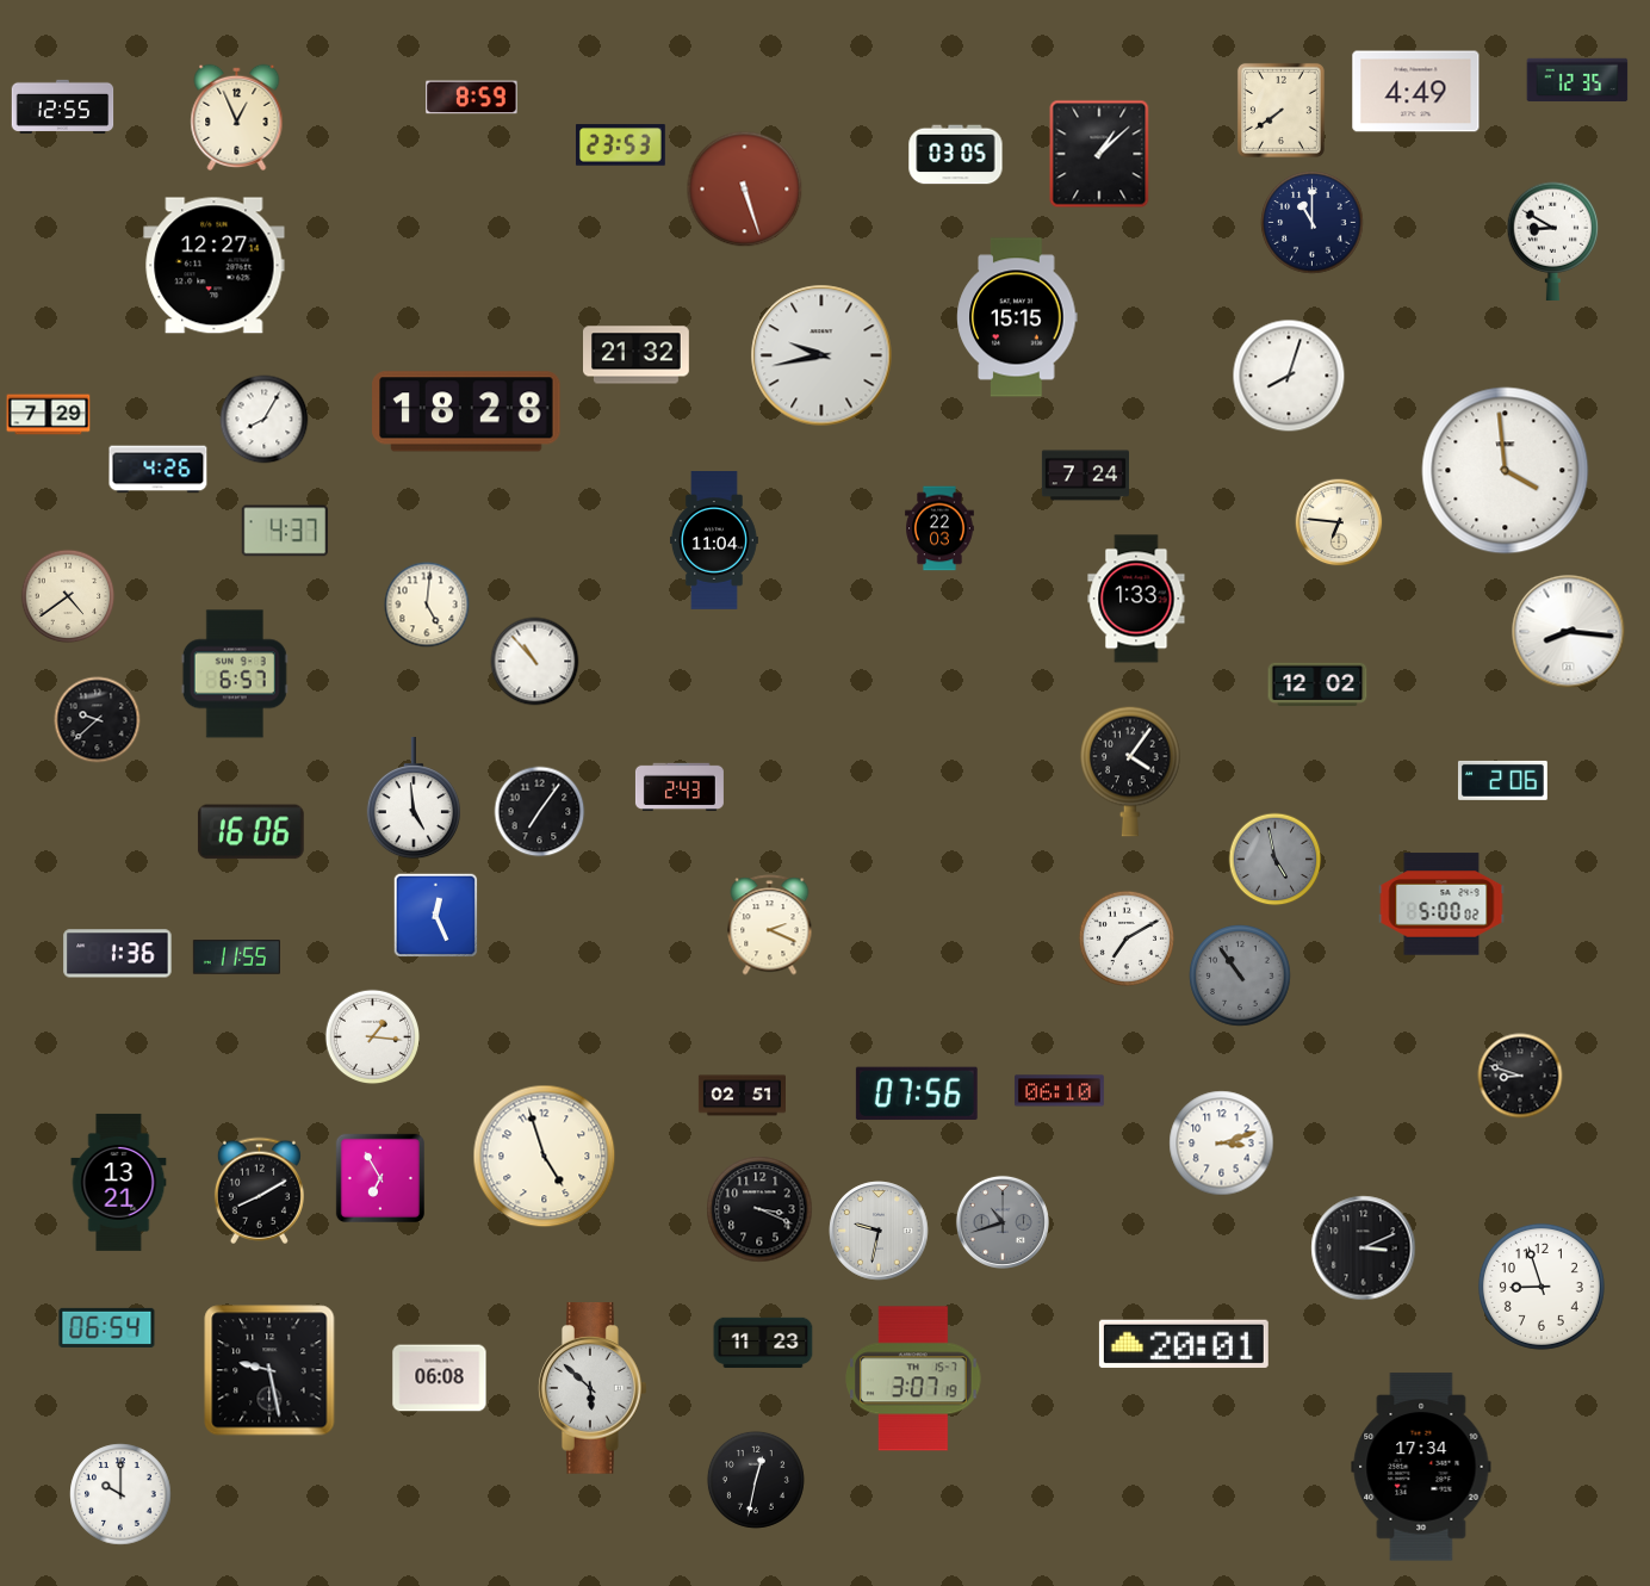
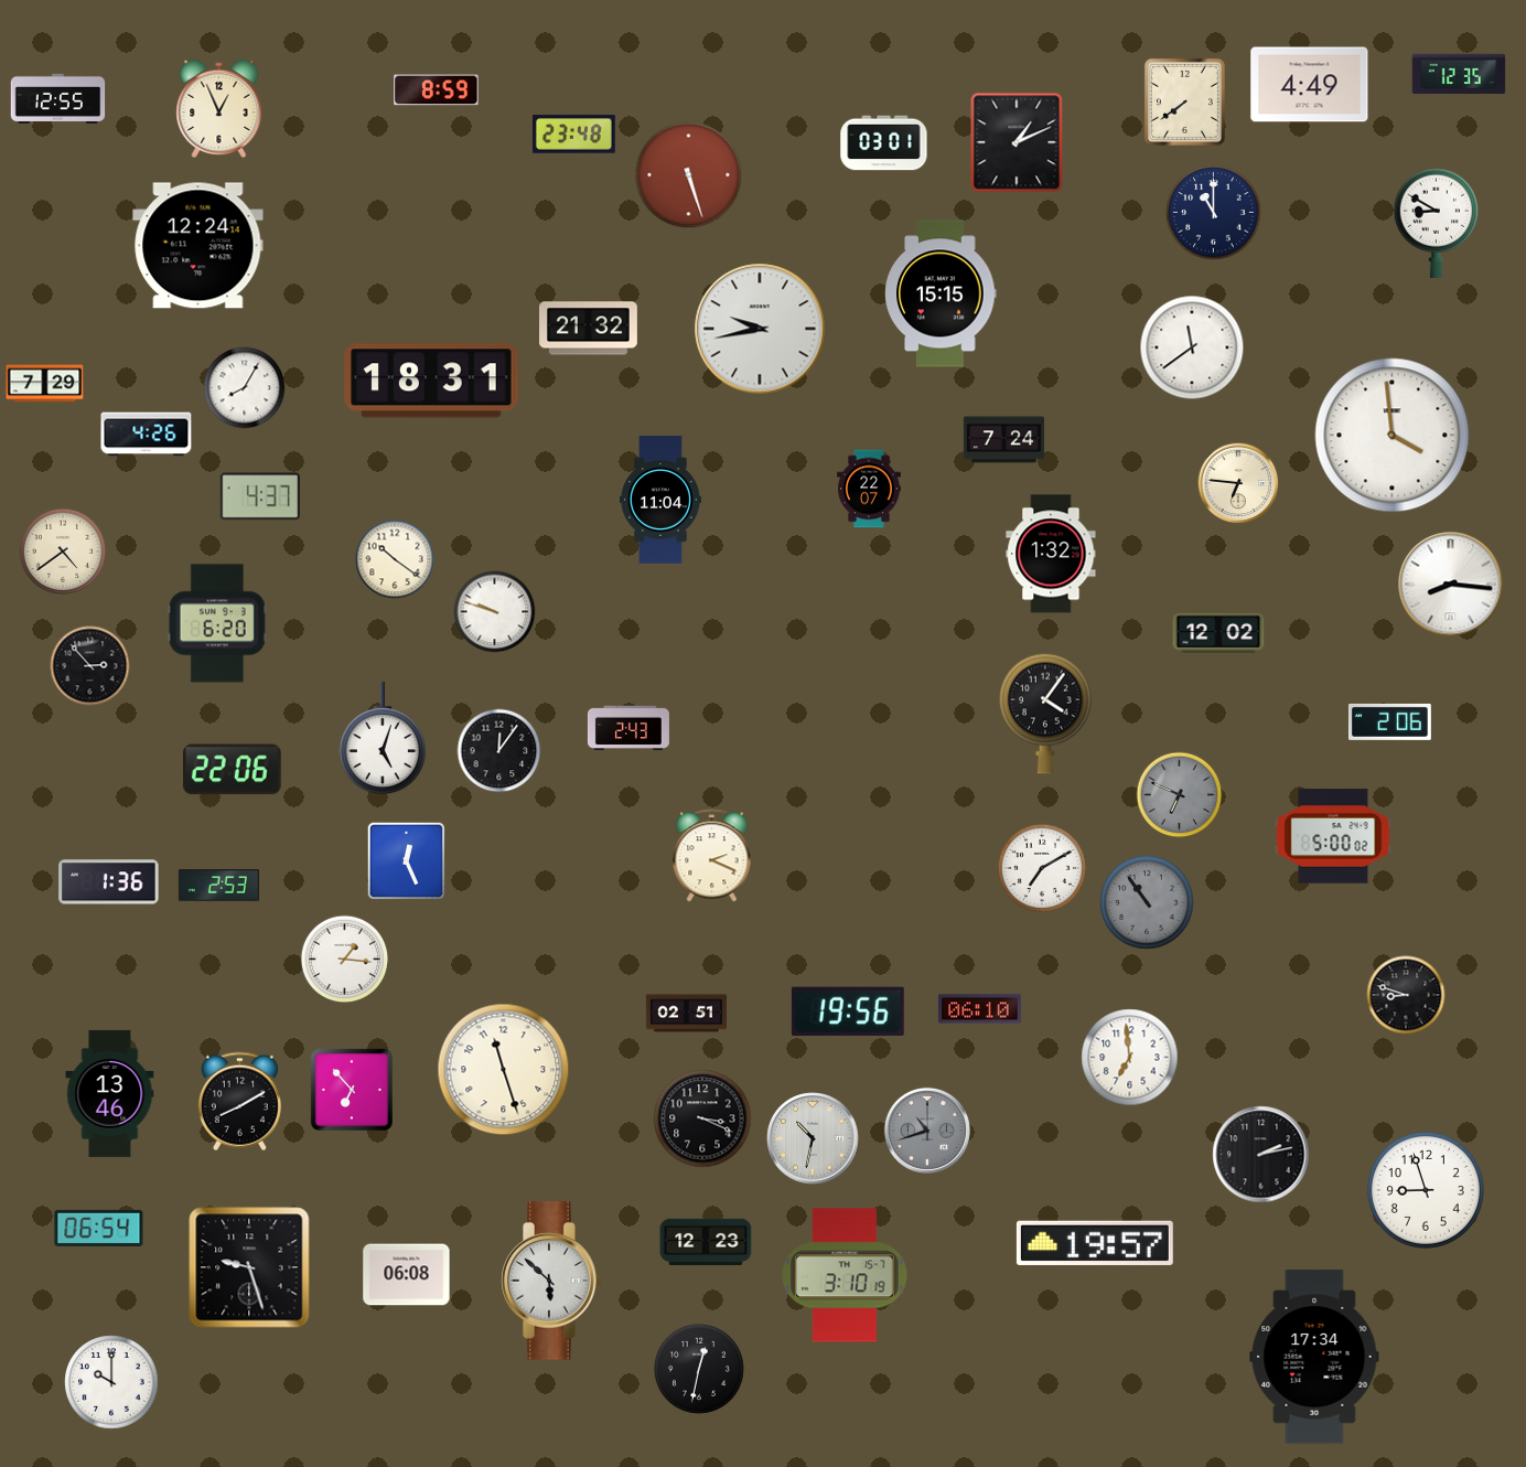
clock at (620, 145): 23:53 -> 23:48
clock at (1099, 154): 1:08 -> 1:11
clock at (956, 155): 03:05 -> 03:01
clock at (1313, 223) position: (1313, 223) -> (1214, 213)
clock at (215, 266): 12:27 -> 12:24
clock at (1289, 376): 8:03 -> 11:39
clock at (466, 411): 18:28 -> 18:31
clock at (939, 528): 22:03 -> 22:07
clock at (284, 531) position: (284, 531) -> (259, 496)
clock at (1136, 599): 1:33 -> 1:32
clock at (427, 605): 5:01 -> 10:21
clock at (535, 662): 10:53 -> 9:48
clock at (235, 674): 6:57 -> 6:20
clock at (98, 720): 9:38 -> 2:53
clock at (414, 798): 4:59 -> 5:03
clock at (540, 812): 7:06 -> 12:06
clock at (250, 832): 16:06 -> 22:06
clock at (1276, 860): 4:58 -> 6:49
clock at (436, 916) position: (436, 916) -> (407, 861)
clock at (236, 958): 11:55 -> 2:53
clock at (917, 1094): 07:56 -> 19:56
clock at (1222, 1144): 3:12 -> 6:59
clock at (545, 1157): 4:57 -> 11:27
clock at (380, 1178): 6:55 -> 6:53
clock at (119, 1182): 13:21 -> 13:46
clock at (879, 1231): 9:32 -> 10:32
clock at (1364, 1249): 3:11 -> 2:13
clock at (763, 1343): 11:23 -> 12:23
clock at (1184, 1343): 20:01 -> 19:57
clock at (269, 1370): 9:28 -> 9:27
clock at (914, 1379): 3:07 -> 3:10
clock at (594, 1388) position: (594, 1388) -> (552, 1281)
